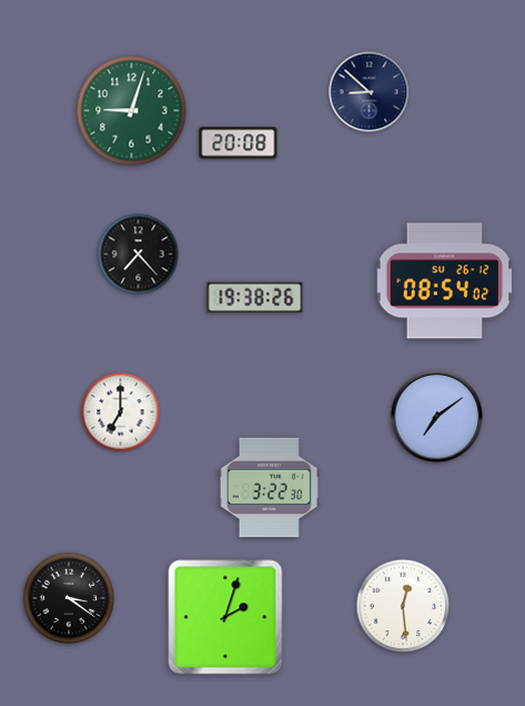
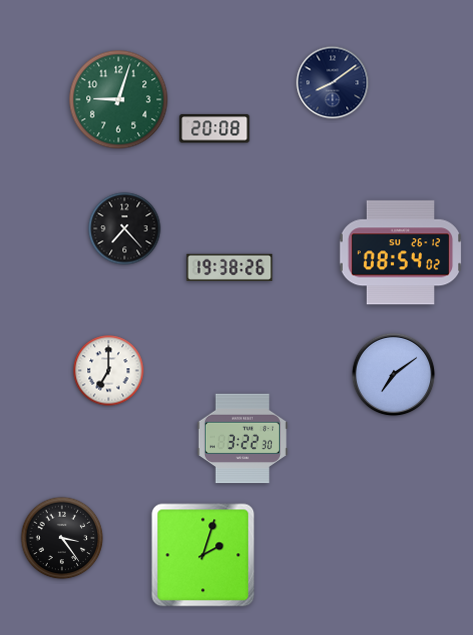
clock at (370, 92): 8:52 -> 8:09
clock at (69, 598): 3:21 -> 3:24
clock at (403, 606): 12:29 -> none
